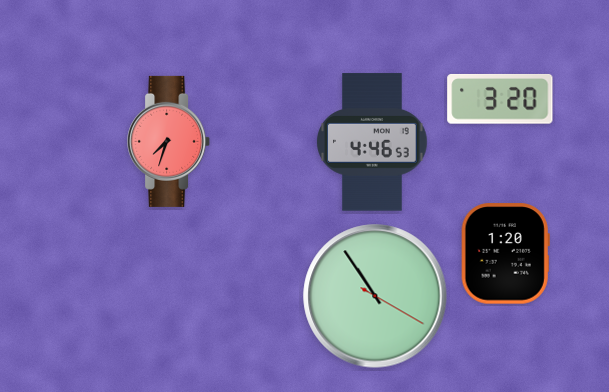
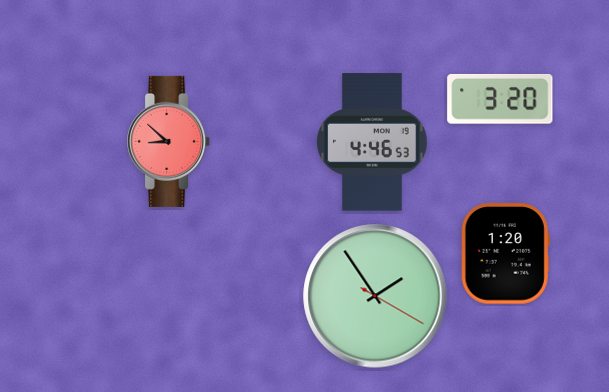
clock at (169, 141): 7:33 -> 8:52
clock at (375, 296): 10:54 -> 1:54
